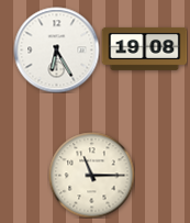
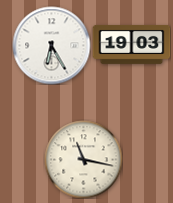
clock at (144, 48): 19:08 -> 19:03
clock at (91, 175): 11:15 -> 11:17
